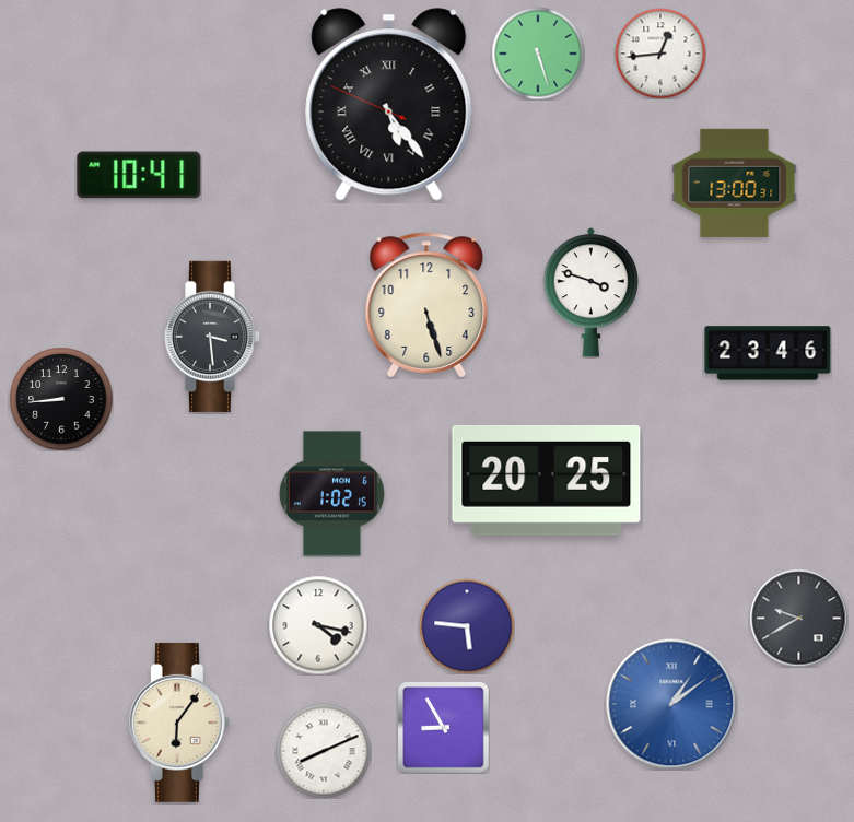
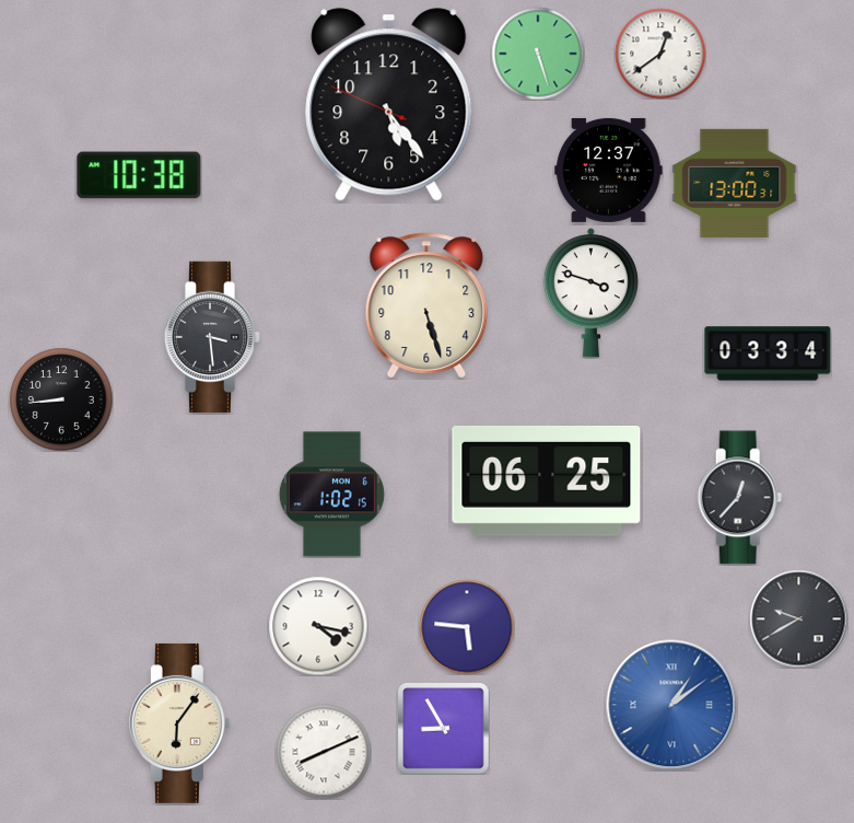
clock at (660, 54): 12:44 -> 12:39
clock at (389, 105) numerals: Roman -> Arabic
clock at (609, 170): none -> 12:37
clock at (139, 175): 10:41 -> 10:38
clock at (768, 353): 23:46 -> 03:34
clock at (547, 480): 20:25 -> 06:25
clock at (740, 498): none -> 12:37
